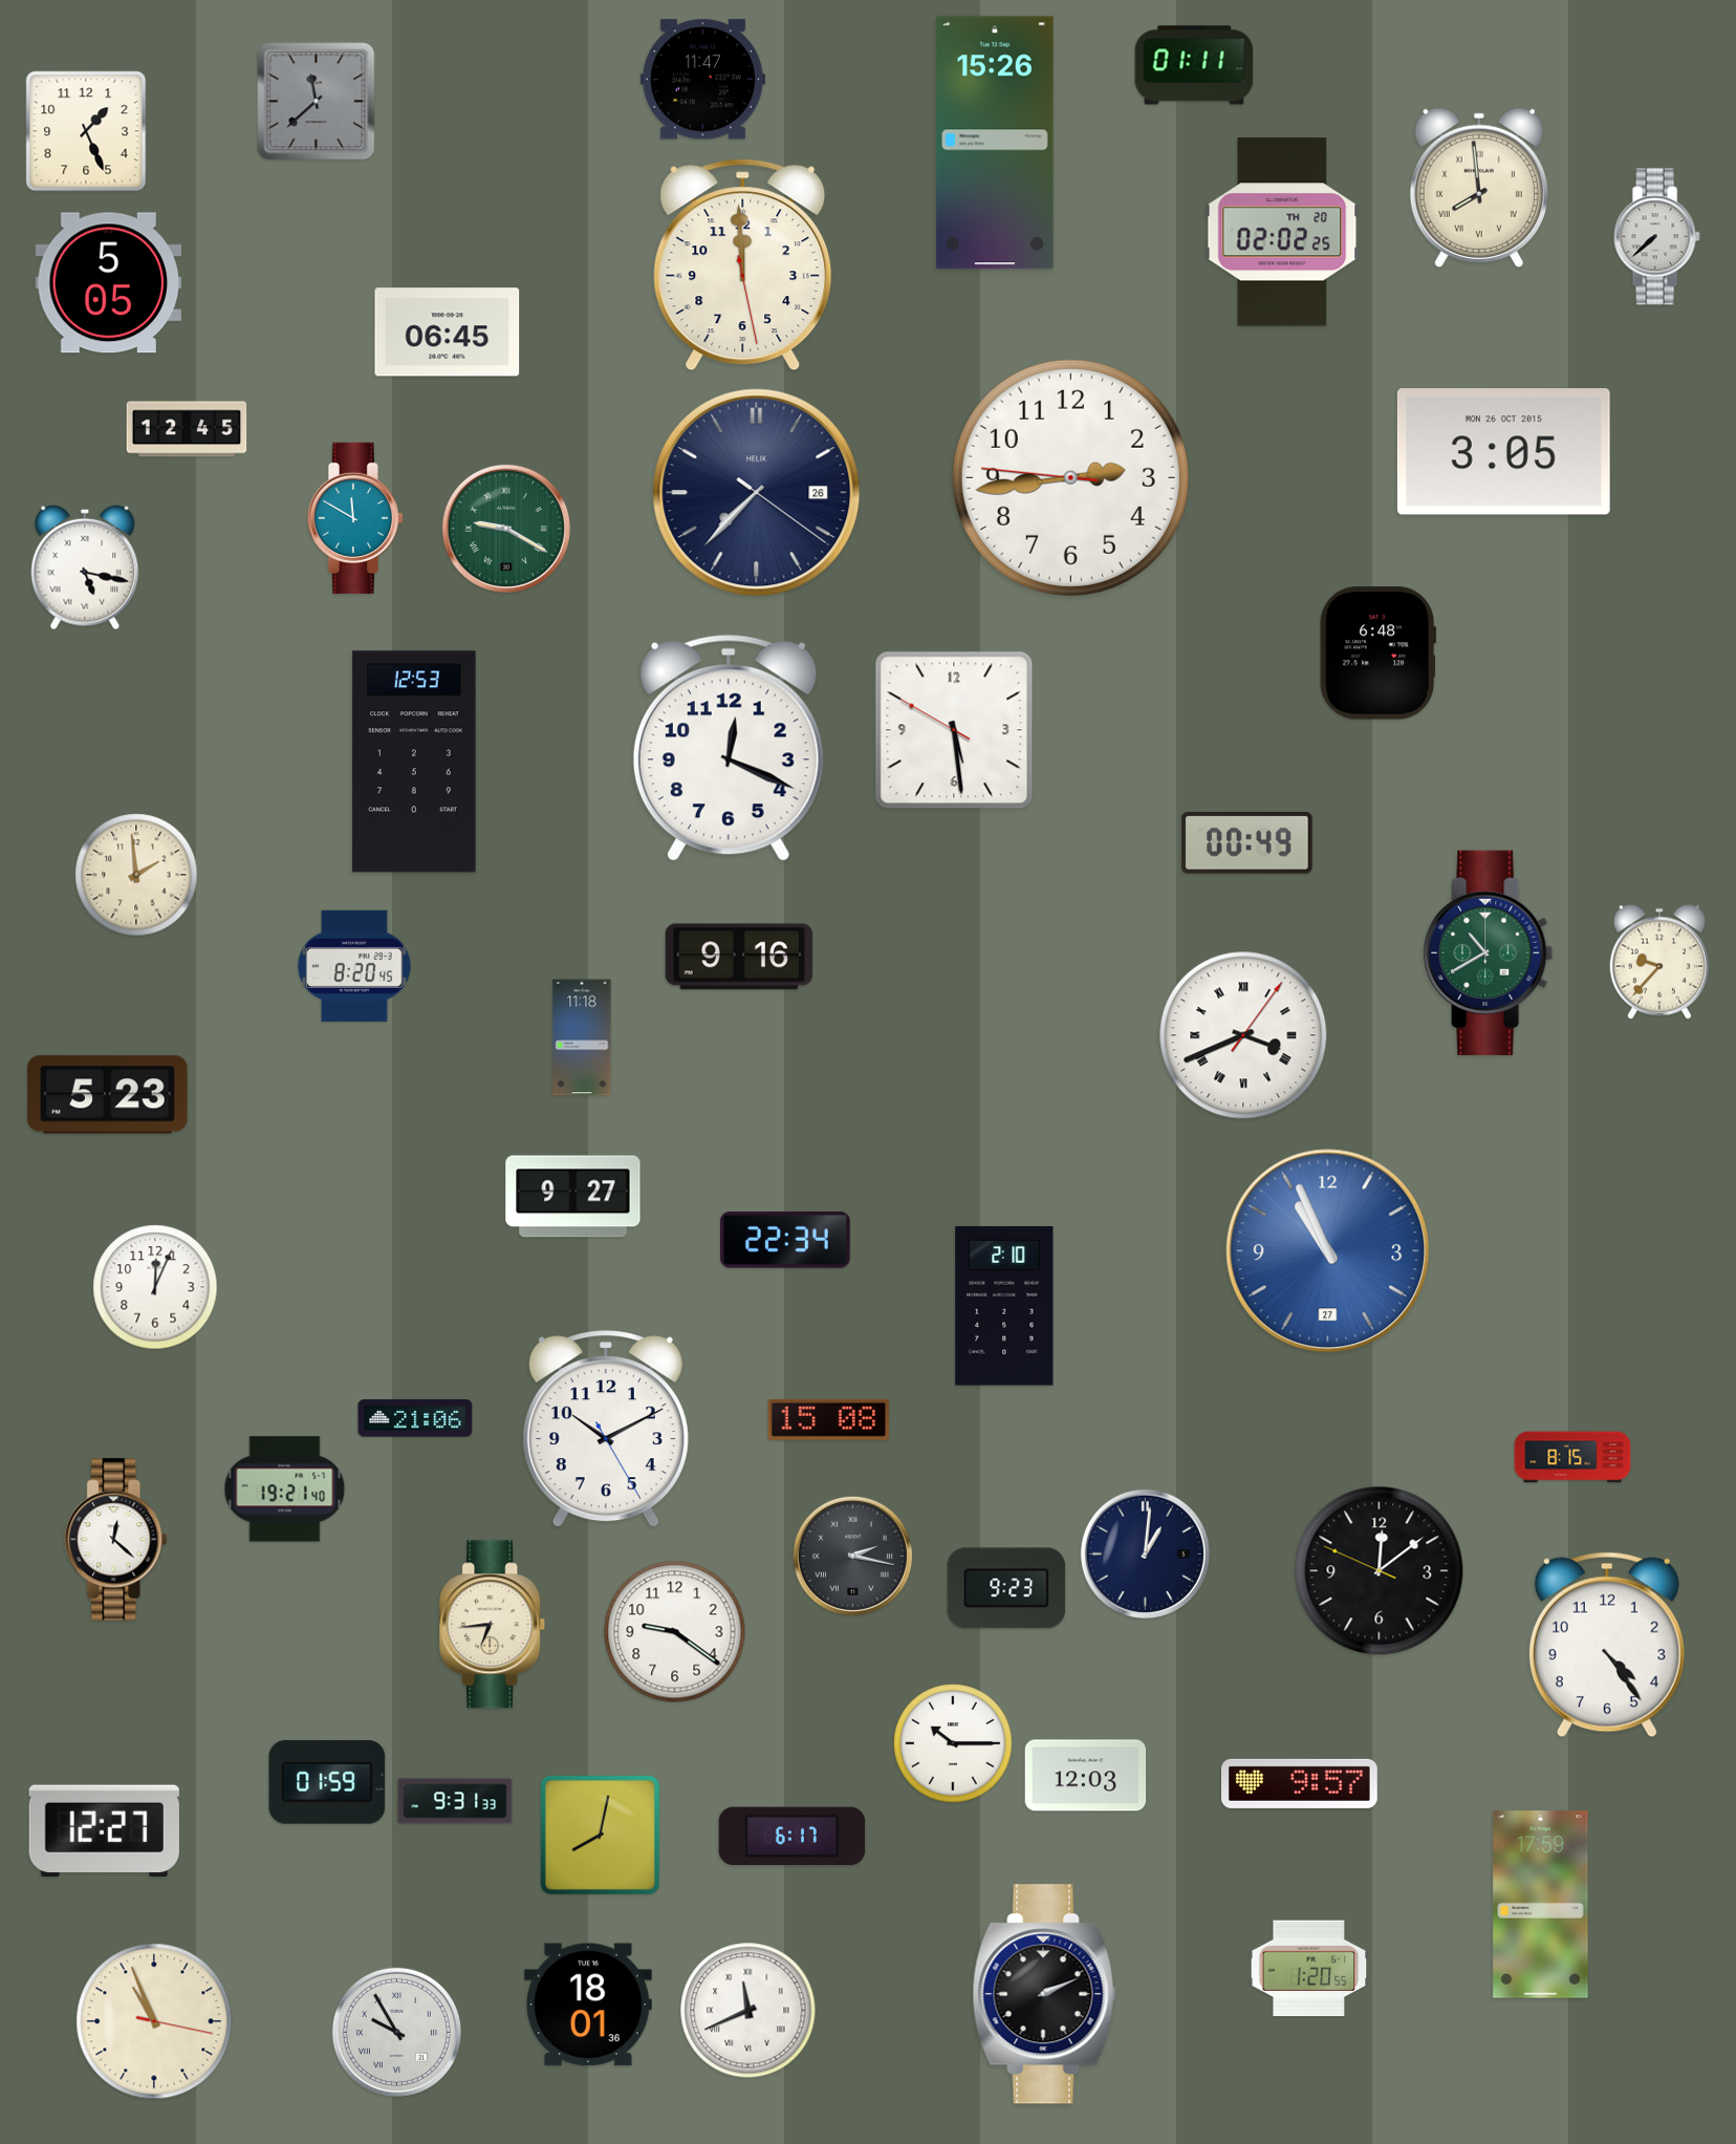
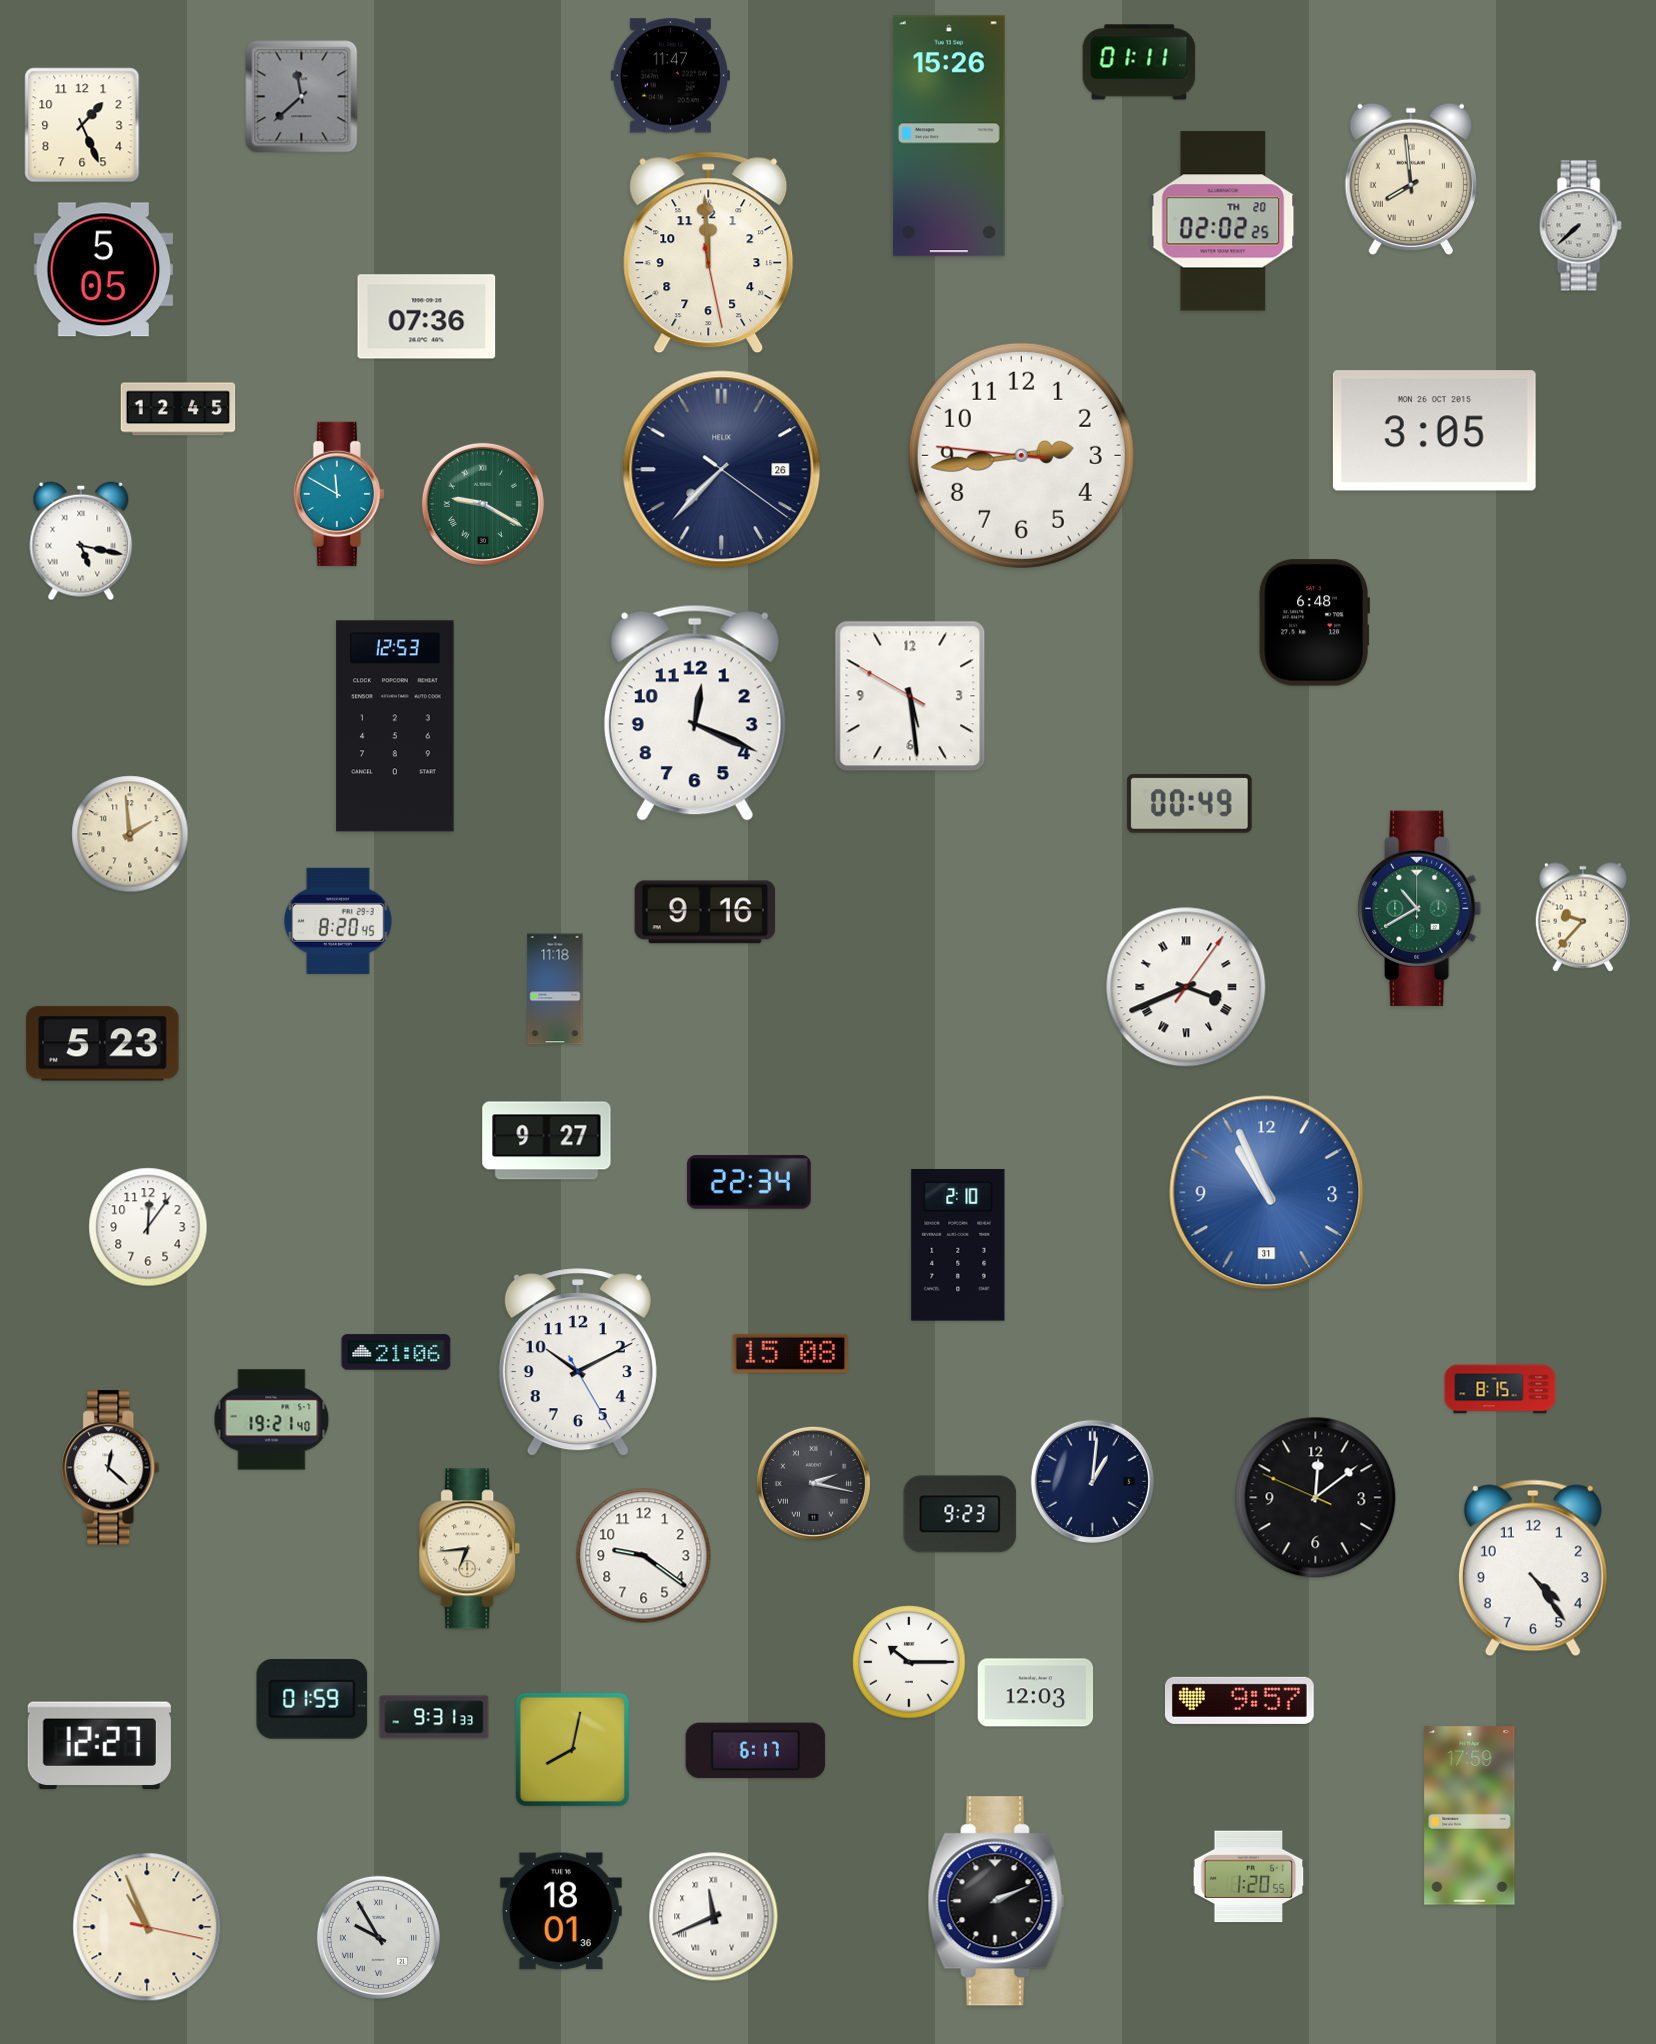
clock at (448, 333): 06:45 -> 07:36
clock at (1328, 1251) date: 27 -> 31
clock at (155, 1287): 12:04 -> 12:06
